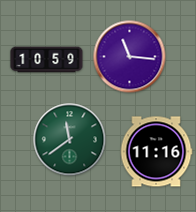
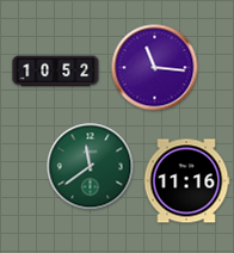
clock at (47, 60): 10:59 -> 10:52
clock at (70, 140) position: (70, 140) -> (91, 167)
